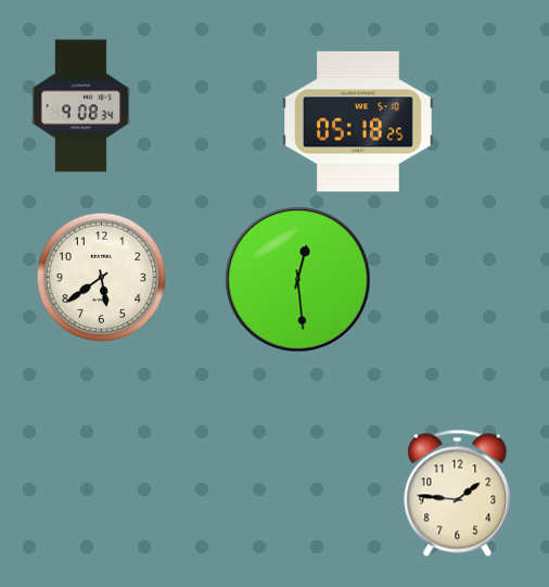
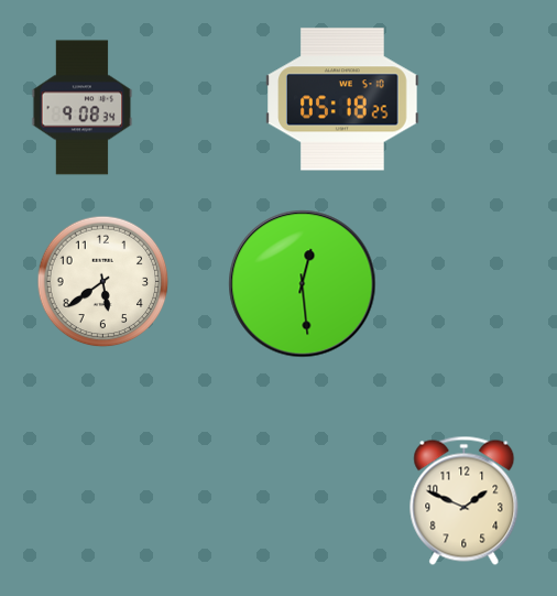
clock at (358, 122) position: (358, 122) -> (342, 99)
clock at (458, 493): 1:46 -> 1:49
